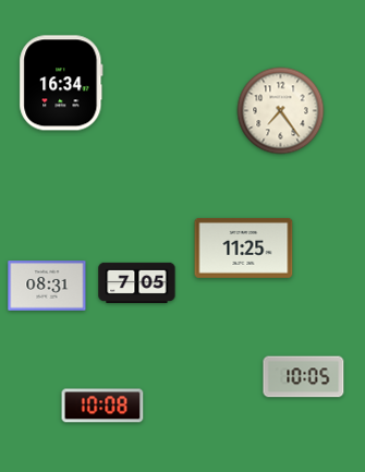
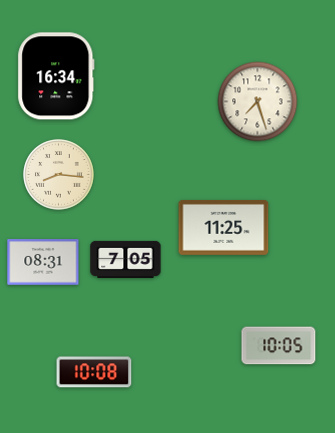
clock at (281, 111): 7:24 -> 7:27
clock at (59, 175): none -> 8:16
